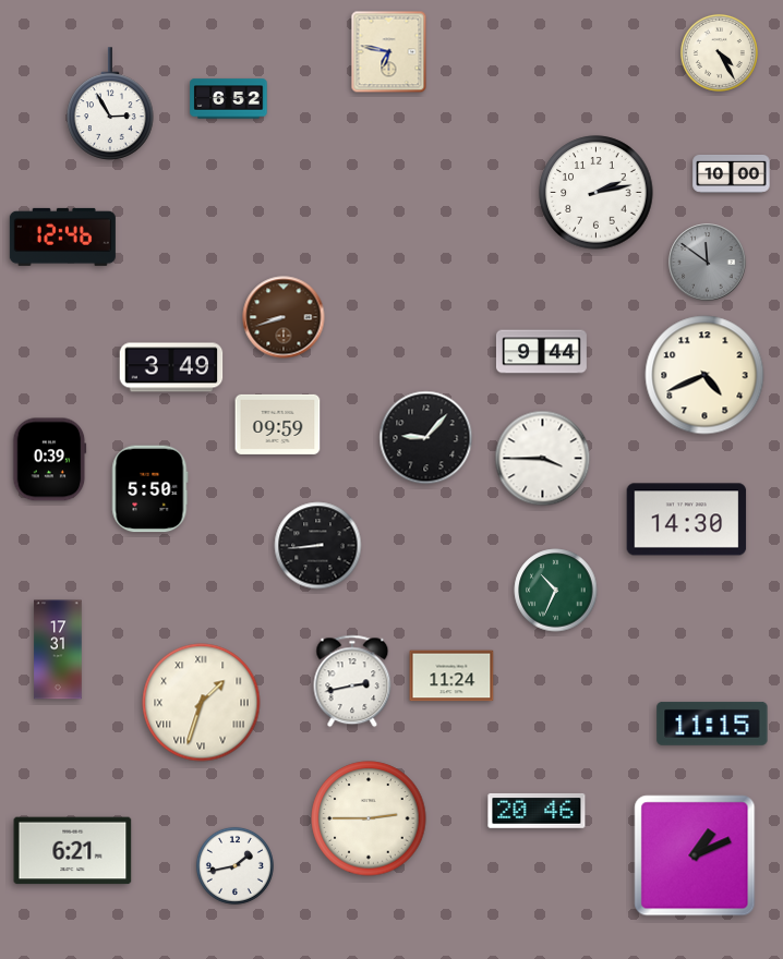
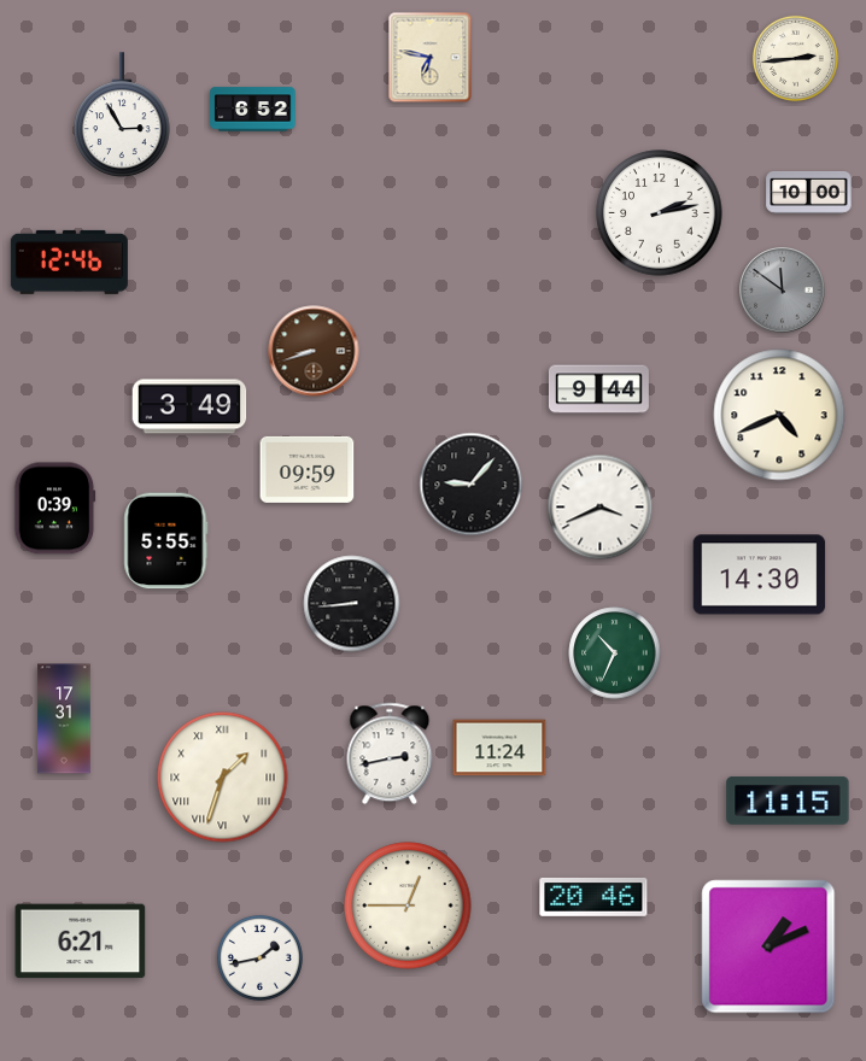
clock at (719, 52): 4:25 -> 2:44
clock at (543, 459): 3:45 -> 3:41
clock at (150, 489): 5:50 -> 5:55
clock at (369, 818): 2:45 -> 12:45
